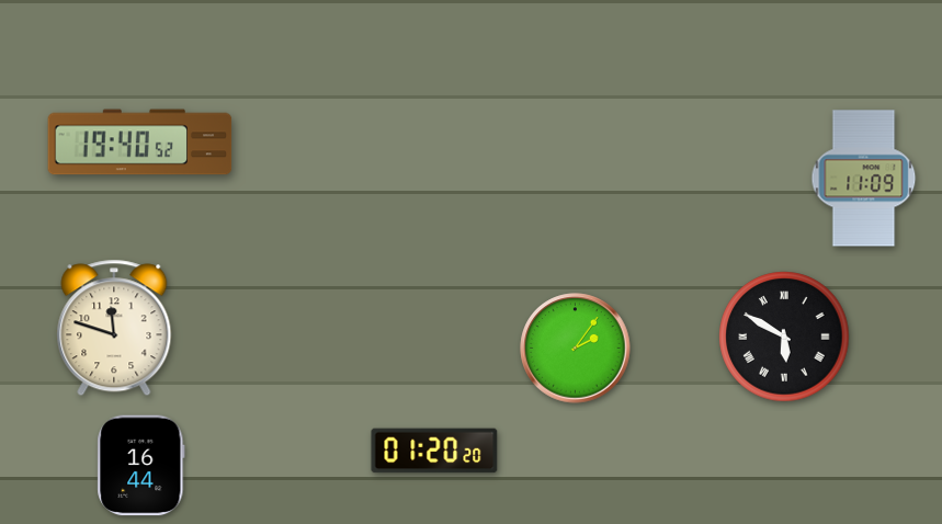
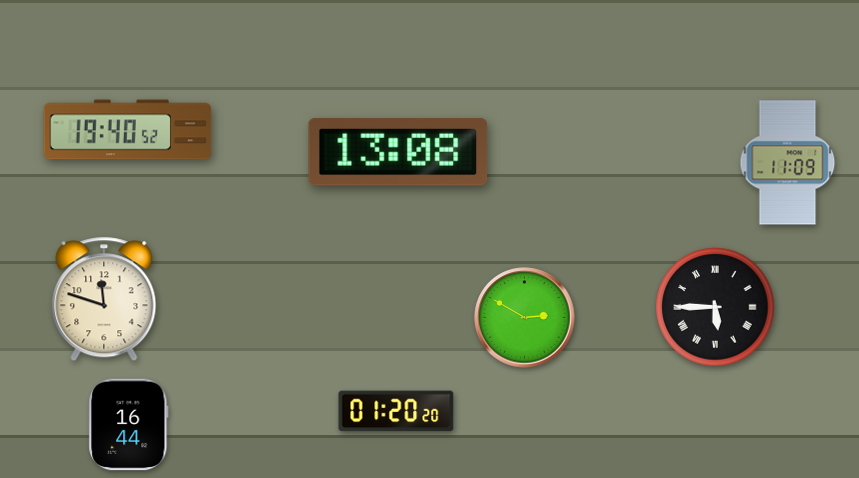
clock at (398, 152): none -> 13:08
clock at (784, 337): 5:50 -> 5:45
clock at (576, 349): 2:06 -> 2:50
